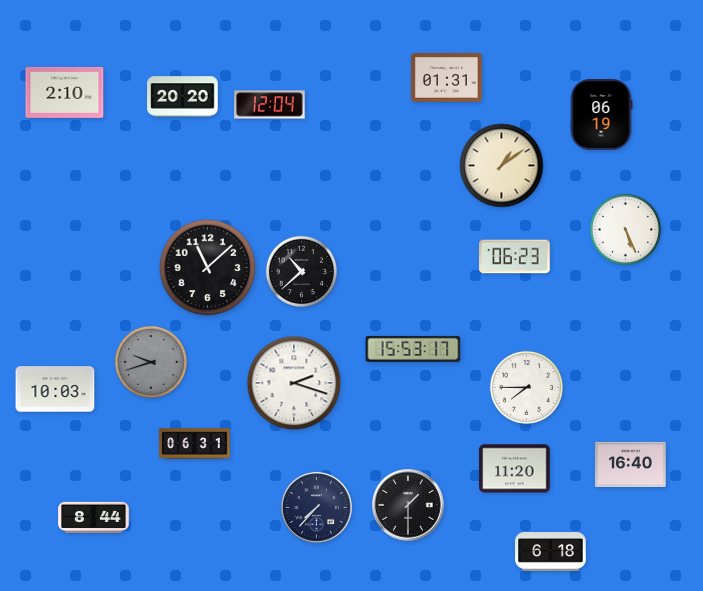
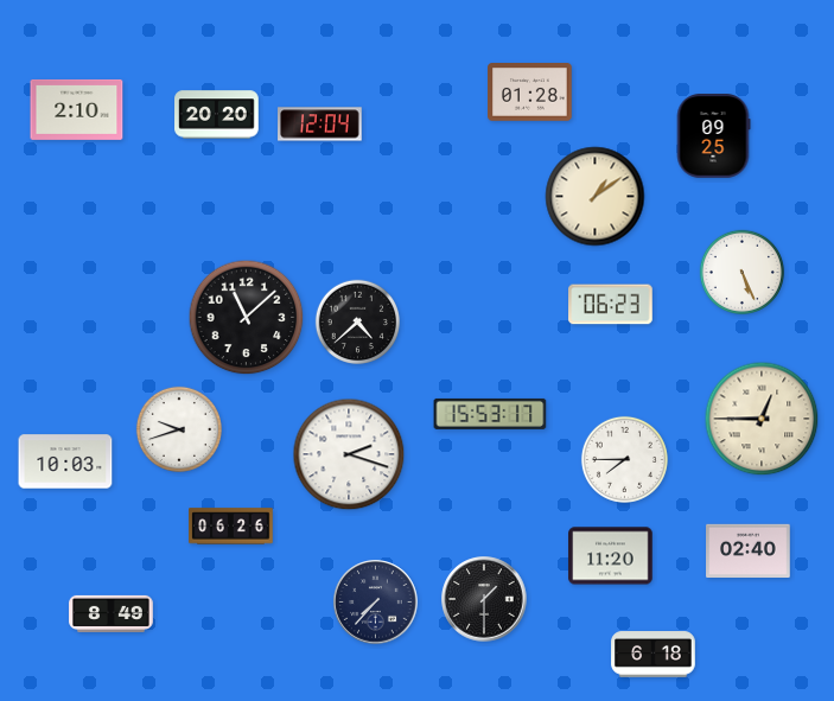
clock at (447, 78): 01:31 -> 01:28
clock at (601, 115): 06:19 -> 09:25
clock at (301, 271): 10:38 -> 4:38
clock at (762, 419): none -> 12:45
clock at (151, 362) dial: grey -> white
clock at (195, 444): 06:31 -> 06:26
clock at (631, 465): 16:40 -> 02:40
clock at (94, 517): 8:44 -> 8:49
